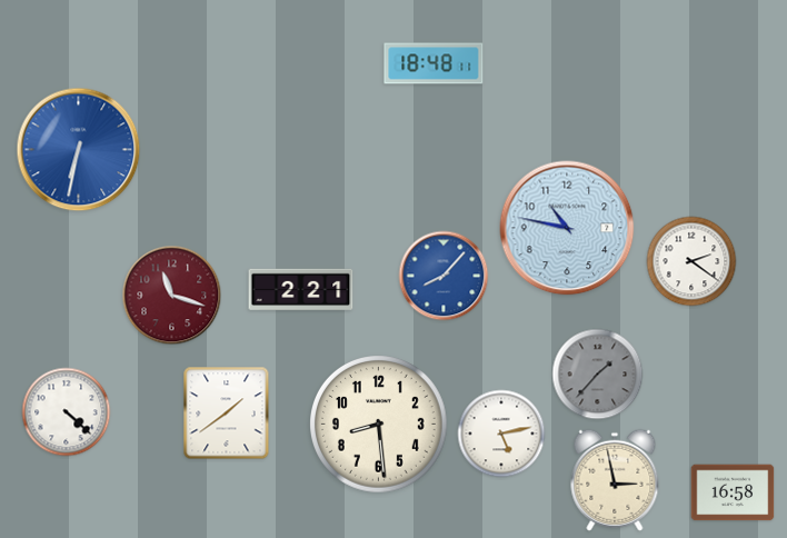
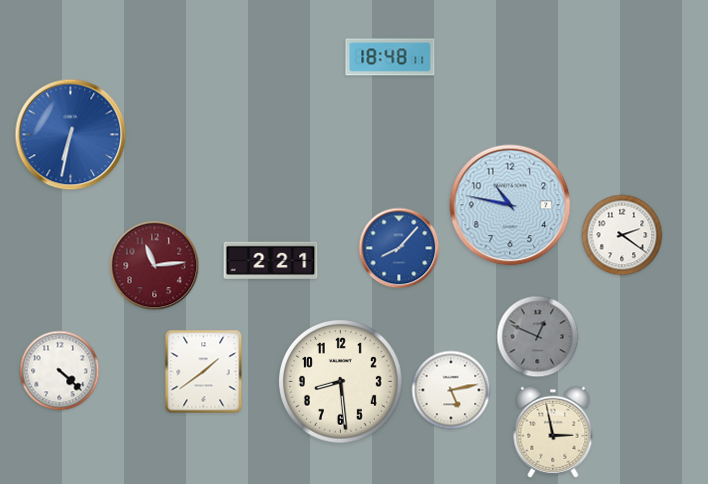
clock at (172, 296): 11:18 -> 11:14
clock at (598, 375): 1:37 -> 12:49
clock at (733, 492): 16:58 -> none
